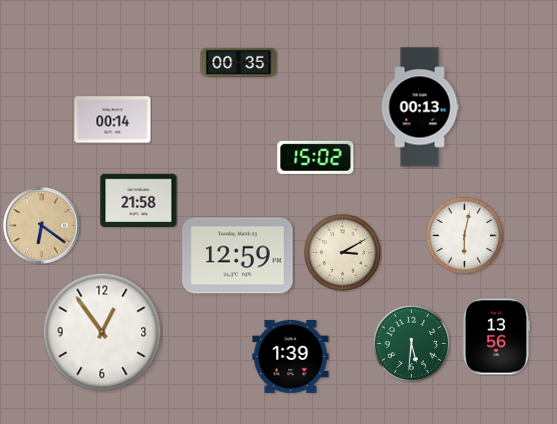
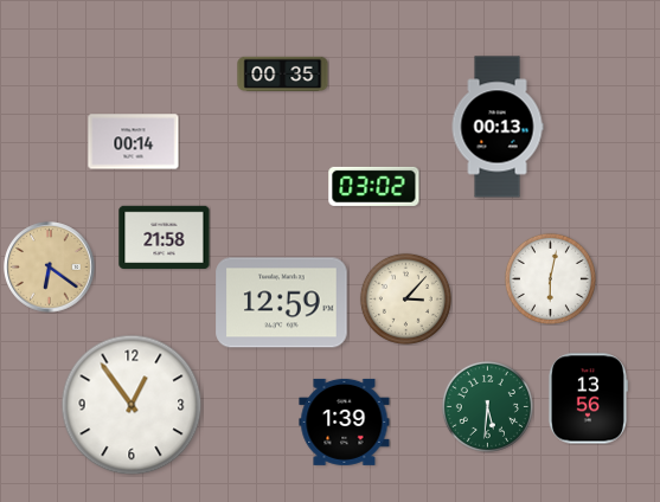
clock at (316, 157): 15:02 -> 03:02
clock at (342, 252): 3:10 -> 3:07
clock at (102, 332) position: (102, 332) -> (132, 405)
